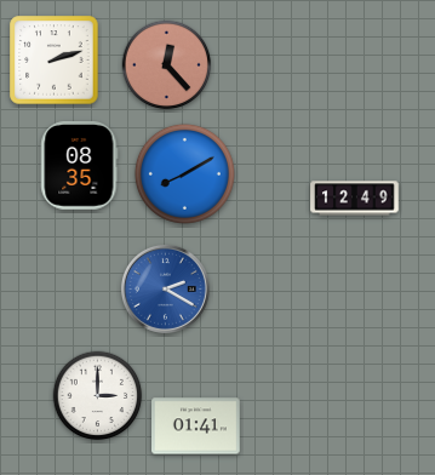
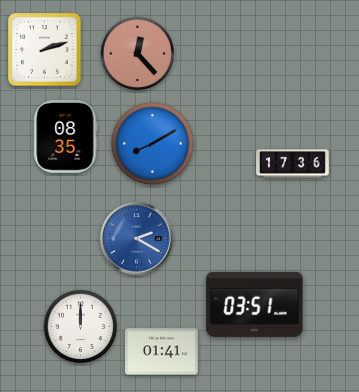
clock at (355, 199): 12:49 -> 17:36
clock at (255, 304): none -> 03:51
clock at (98, 396): 3:00 -> 12:00
